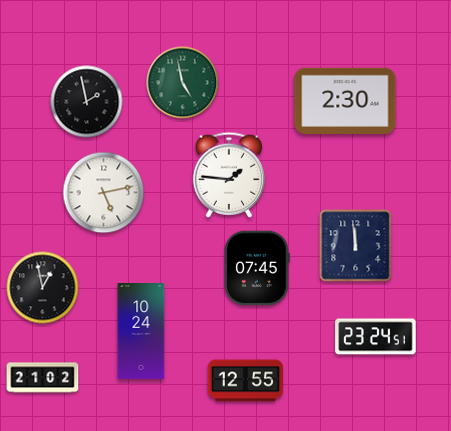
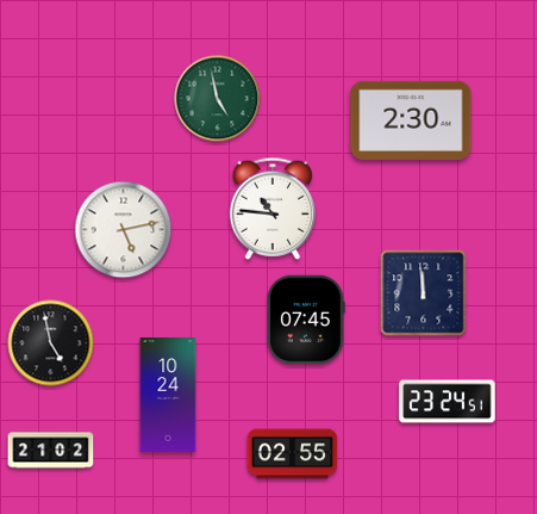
clock at (87, 102): 1:58 -> none
clock at (229, 175): 1:46 -> 10:46
clock at (43, 288): 12:58 -> 4:58
clock at (246, 381): 12:55 -> 02:55
